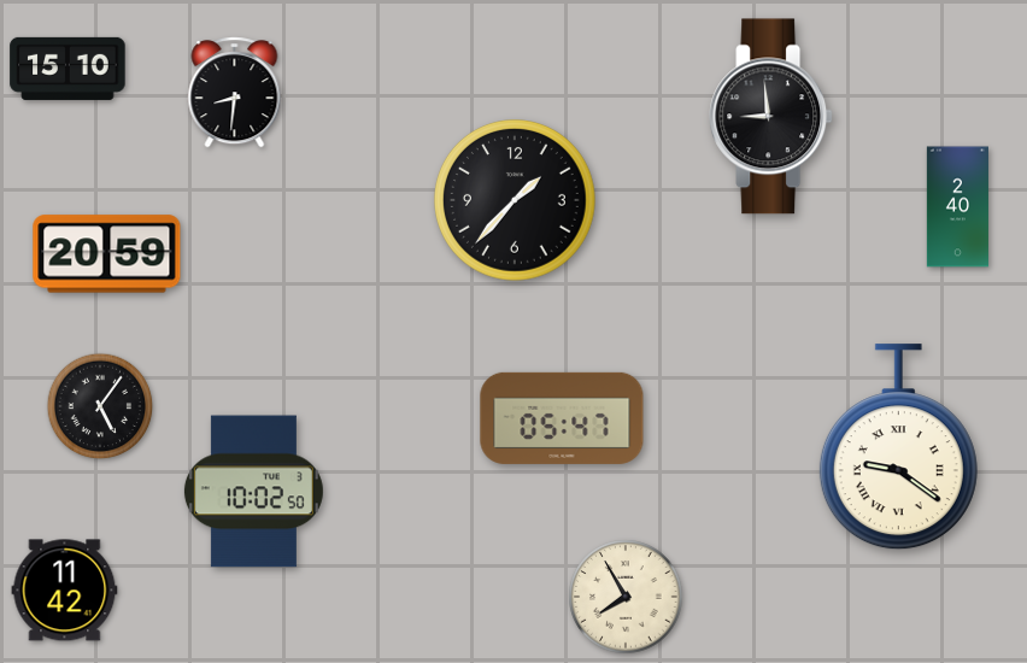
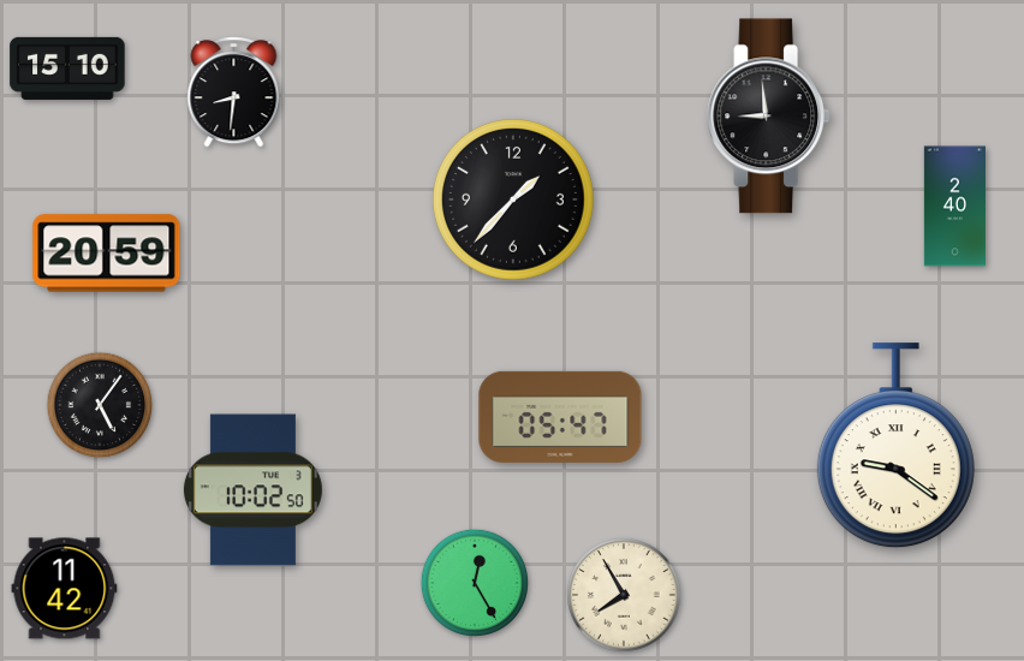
clock at (475, 583): none -> 12:25
